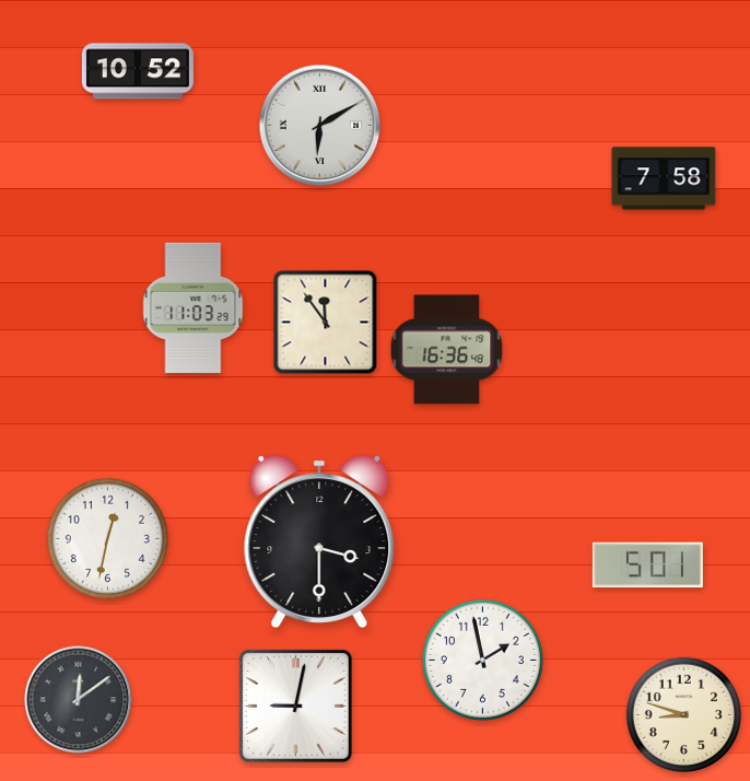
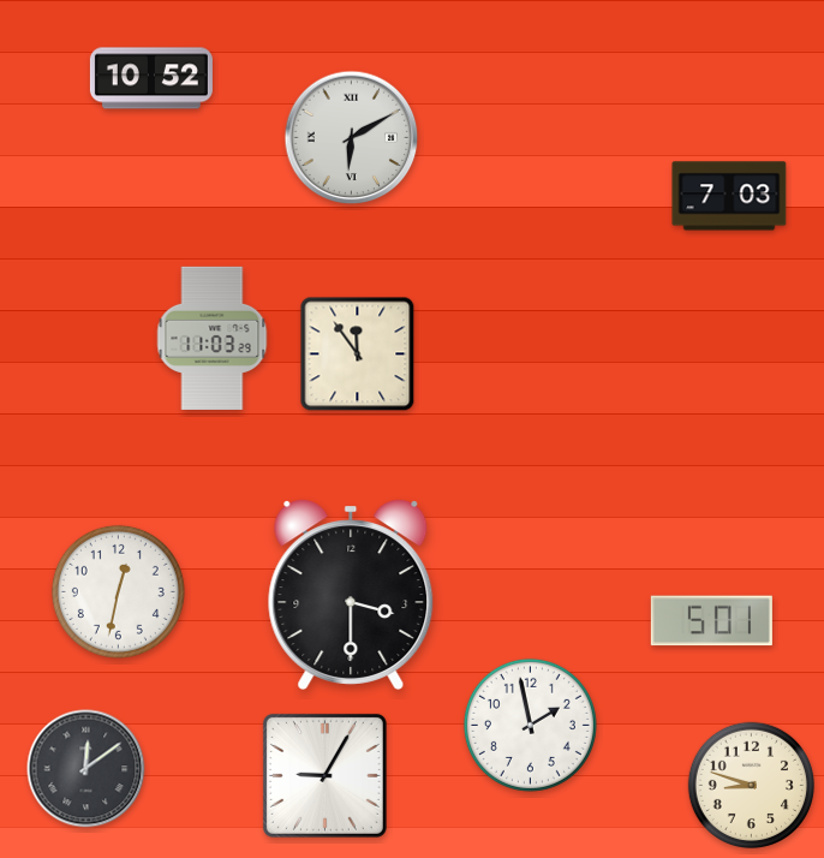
clock at (664, 178): 7:58 -> 7:03
clock at (447, 350): 16:36 -> none
clock at (295, 706): 9:02 -> 9:05
